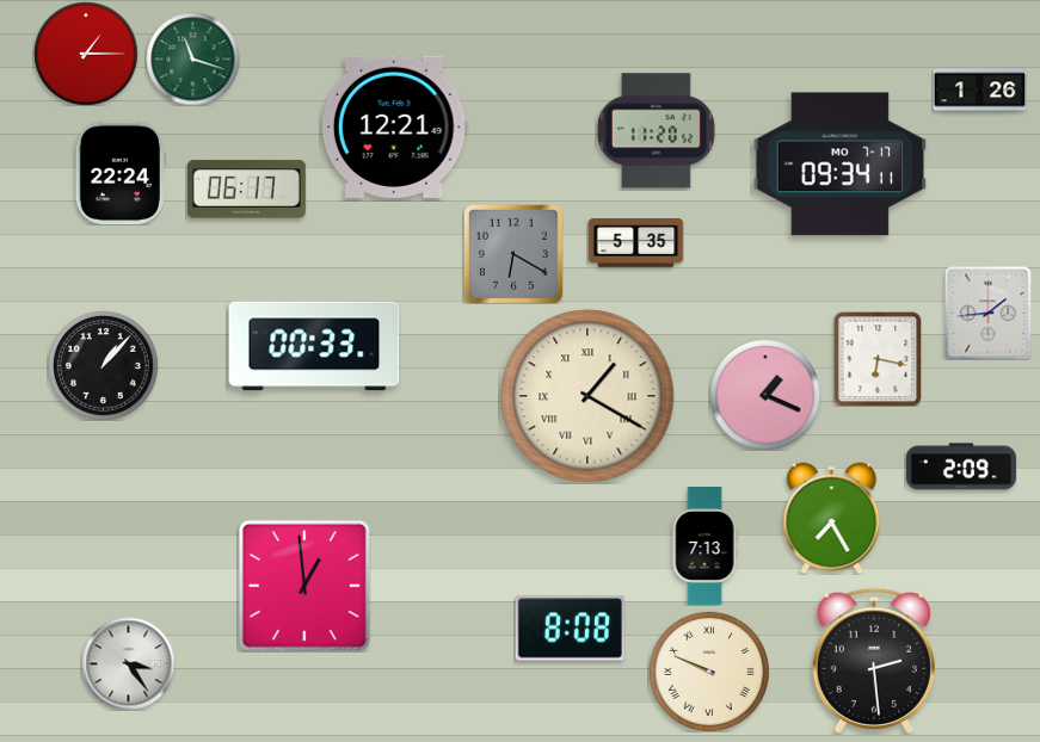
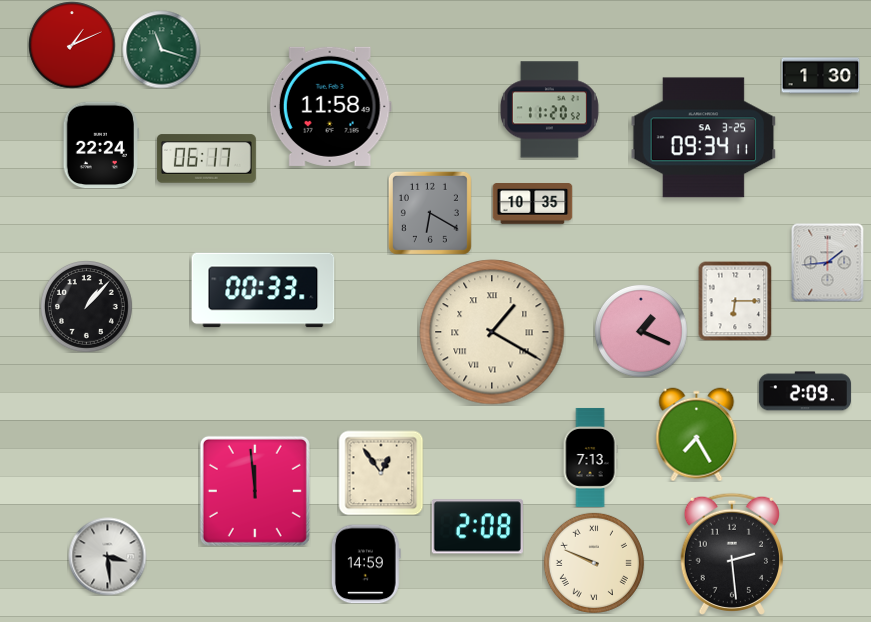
clock at (86, 54): 1:15 -> 1:11
clock at (979, 91): 1:26 -> 1:30
clock at (394, 126): 12:21 -> 11:58
clock at (841, 165) date: MO 7-17 -> SA 3-25
clock at (635, 243): 5:35 -> 10:35
clock at (878, 359): 6:17 -> 6:15
clock at (381, 473): none -> 12:54
clock at (304, 586): 12:59 -> 11:59
clock at (570, 629): 8:08 -> 2:08
clock at (128, 663): 3:24 -> 3:29
clock at (366, 564): none -> 14:59
